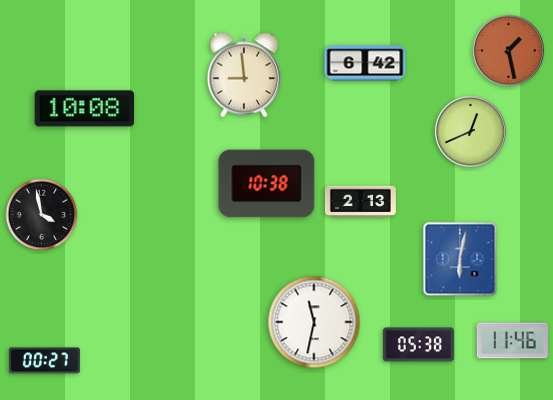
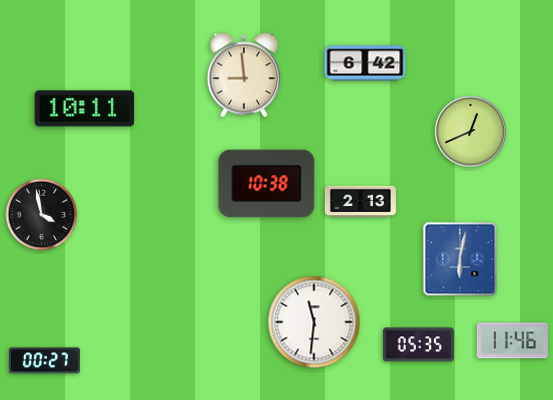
clock at (508, 50): 1:28 -> none
clock at (85, 109): 10:08 -> 10:11
clock at (314, 322): 11:32 -> 11:31
clock at (418, 345): 05:38 -> 05:35
